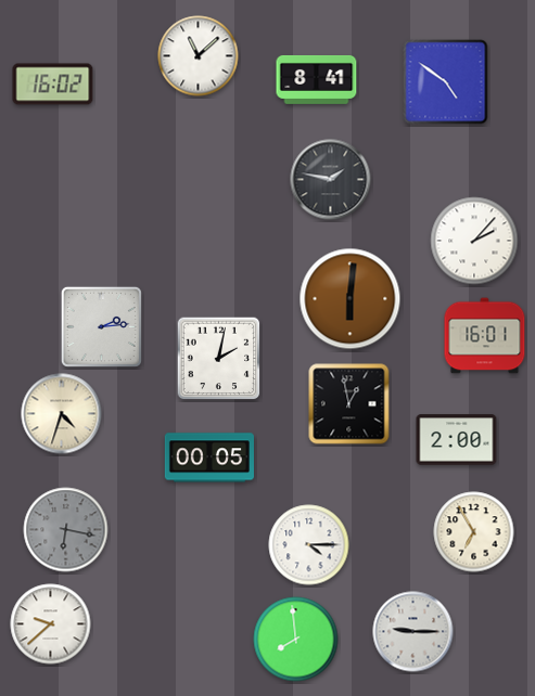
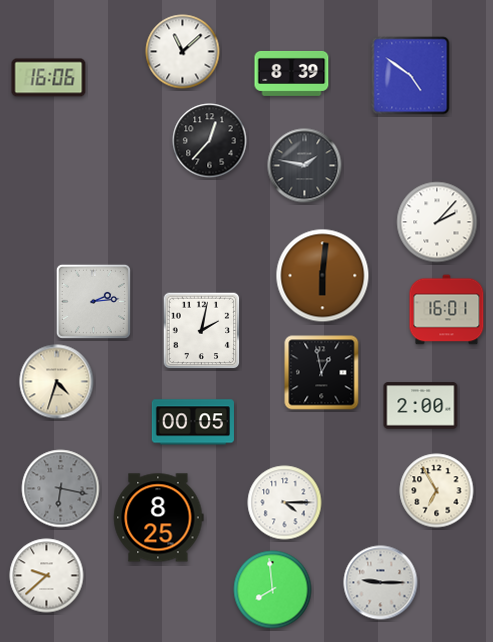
clock at (317, 79): 8:41 -> 8:39
clock at (53, 85): 16:02 -> 16:06
clock at (210, 141): none -> 12:37
clock at (159, 518): none -> 8:25
